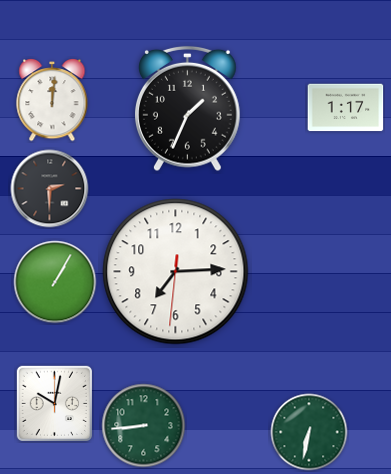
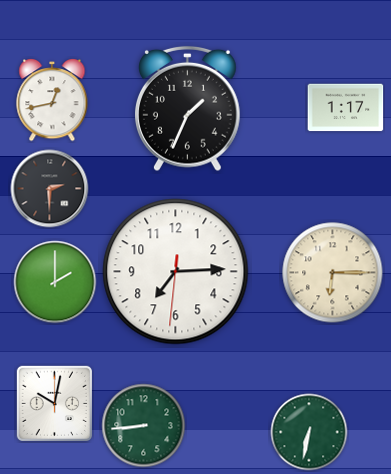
clock at (52, 101): 12:01 -> 12:43
clock at (333, 273): none -> 6:15
clock at (55, 282): 1:05 -> 2:00
